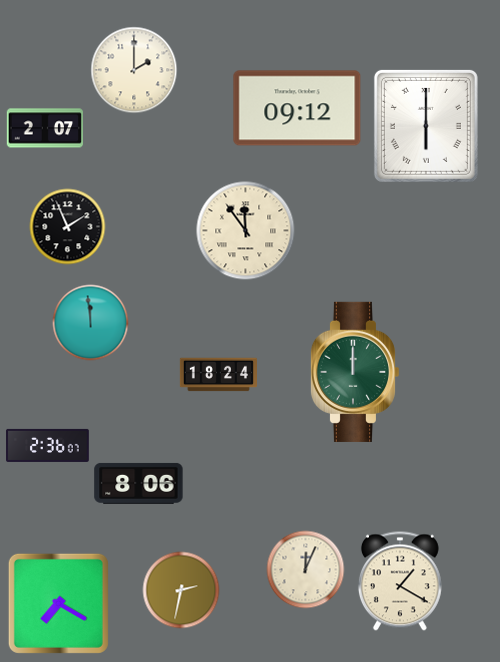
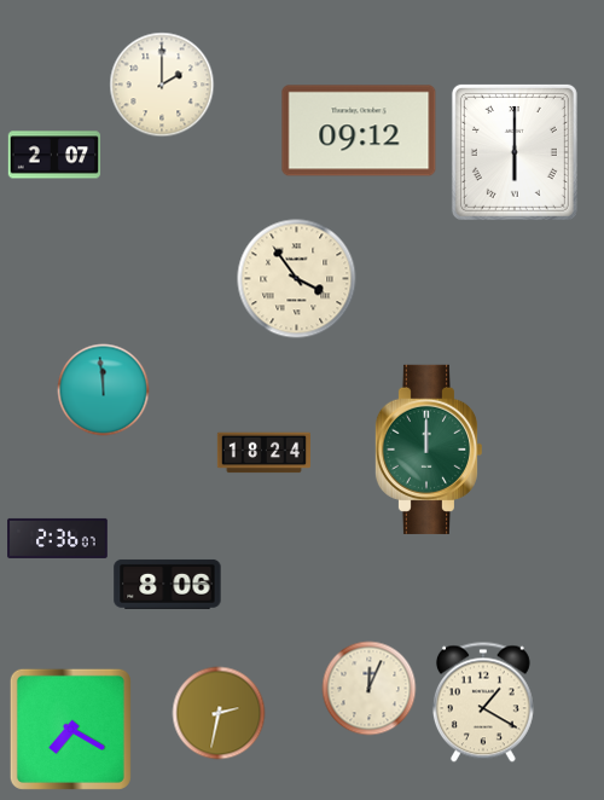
clock at (68, 227): 1:56 -> none
clock at (246, 231): 11:54 -> 3:54
clock at (91, 323) position: (91, 323) -> (104, 390)
